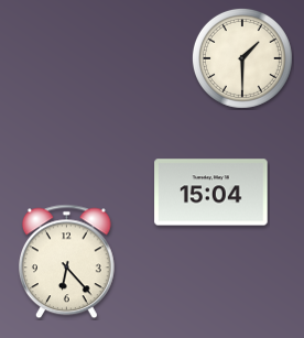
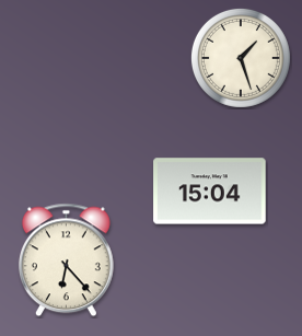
clock at (242, 58): 1:30 -> 1:27
